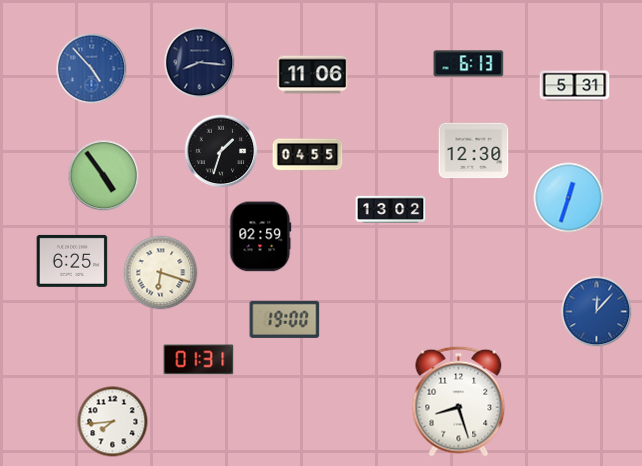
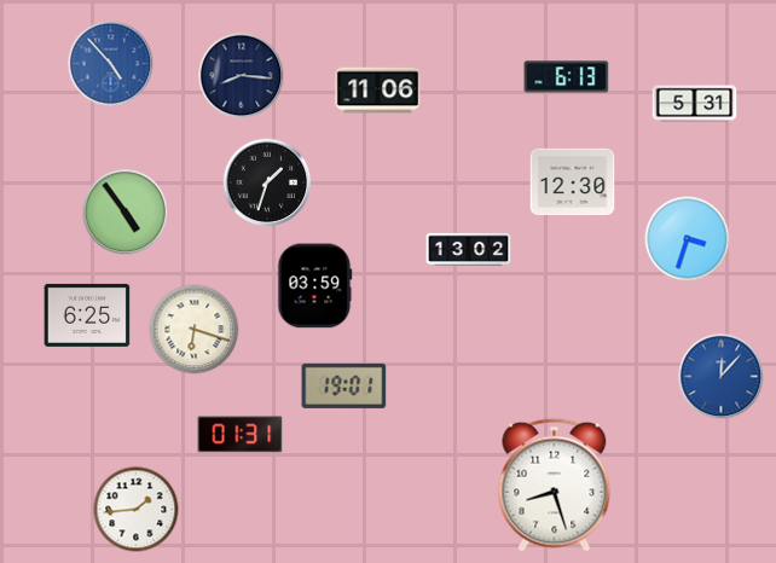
clock at (92, 69) position: (92, 69) -> (111, 64)
clock at (308, 155): 04:55 -> none
clock at (569, 198): 12:33 -> 3:33
clock at (391, 209) position: (391, 209) -> (469, 249)
clock at (261, 237): 02:59 -> 03:59
clock at (285, 319): 19:00 -> 19:01
clock at (113, 422): 7:44 -> 1:44
